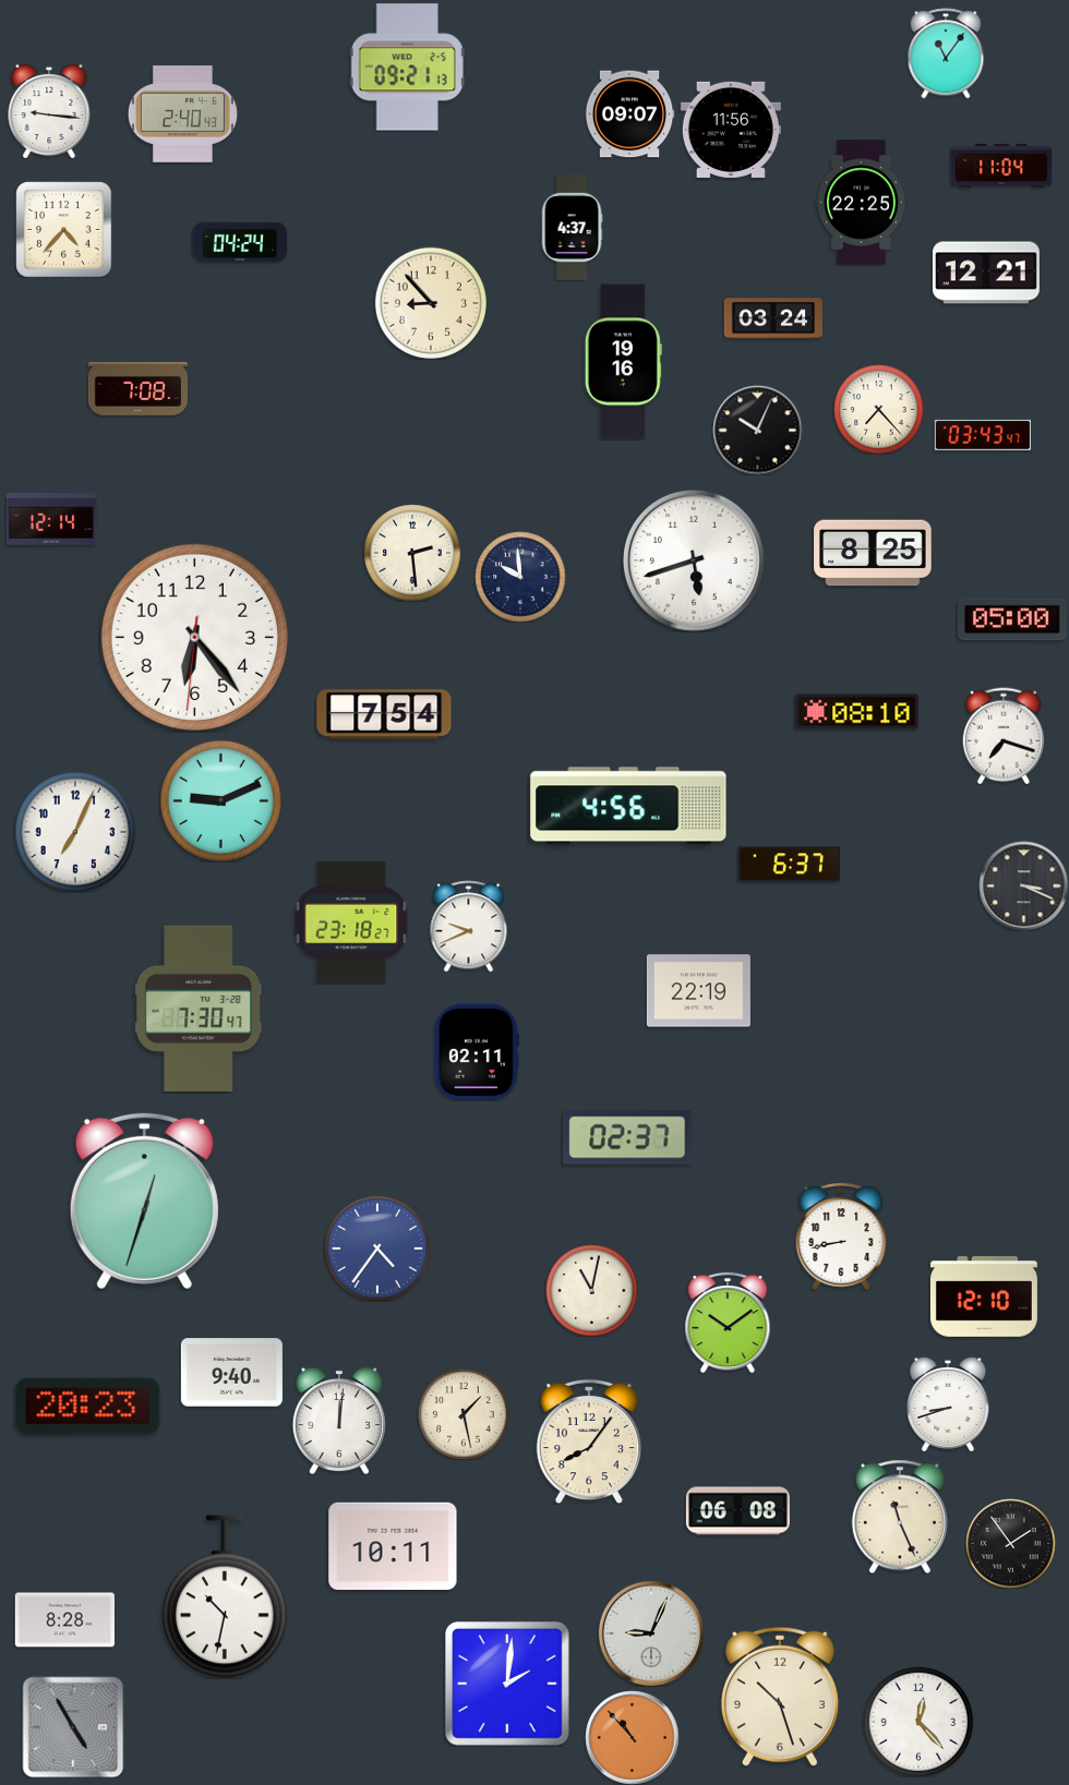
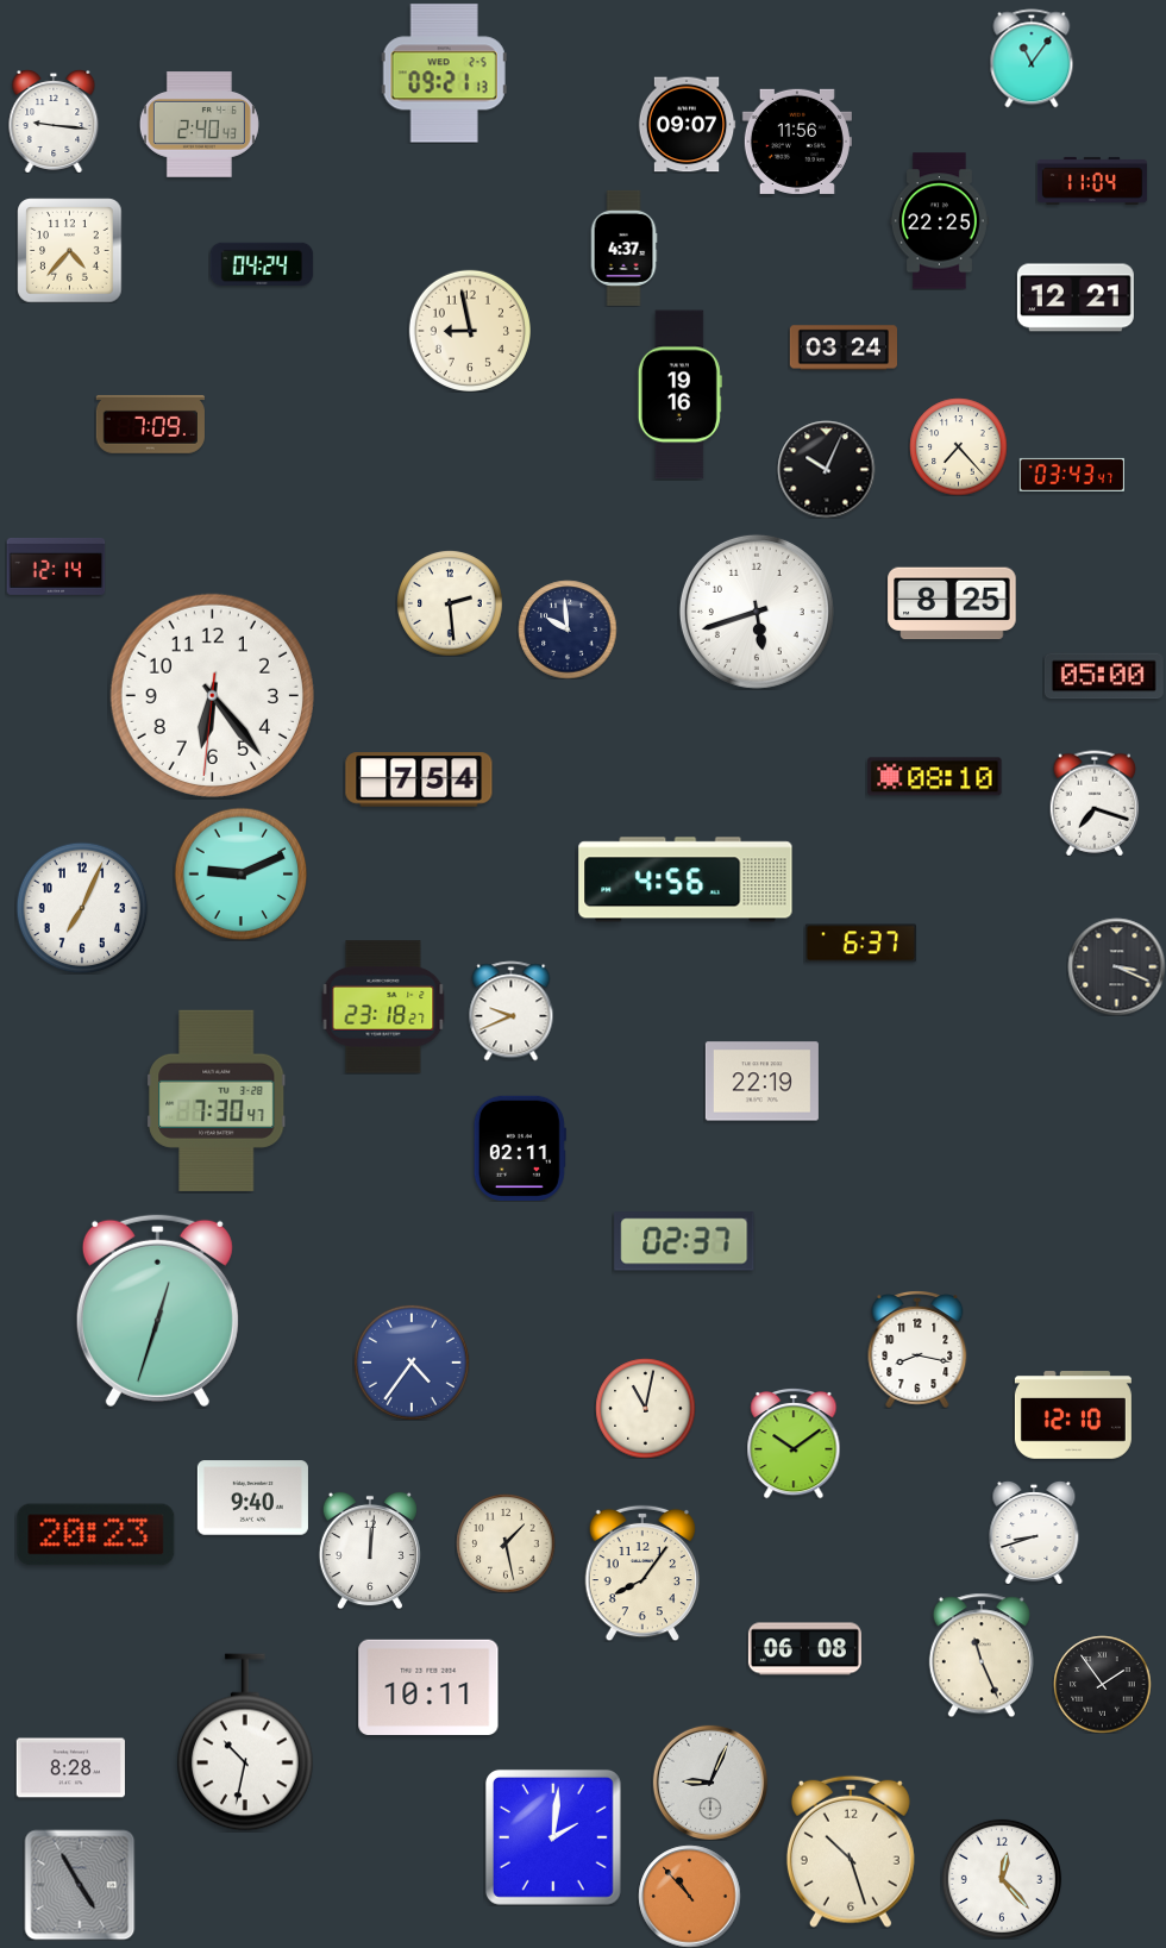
clock at (431, 303): 8:53 -> 8:58
clock at (137, 388): 7:08 -> 7:09
clock at (841, 1237): 8:43 -> 8:17
